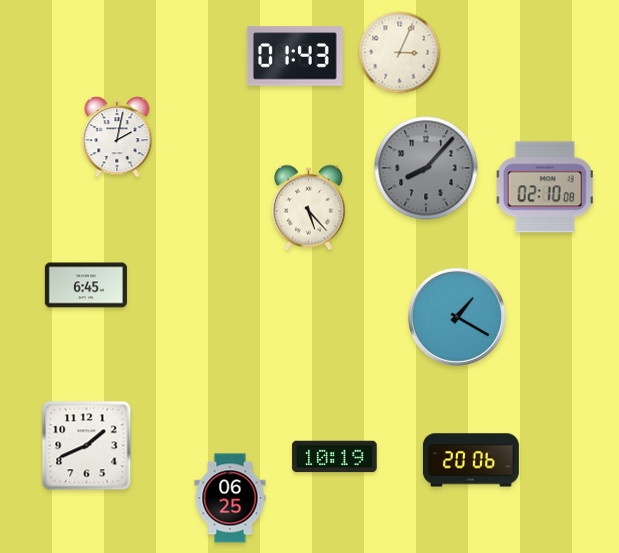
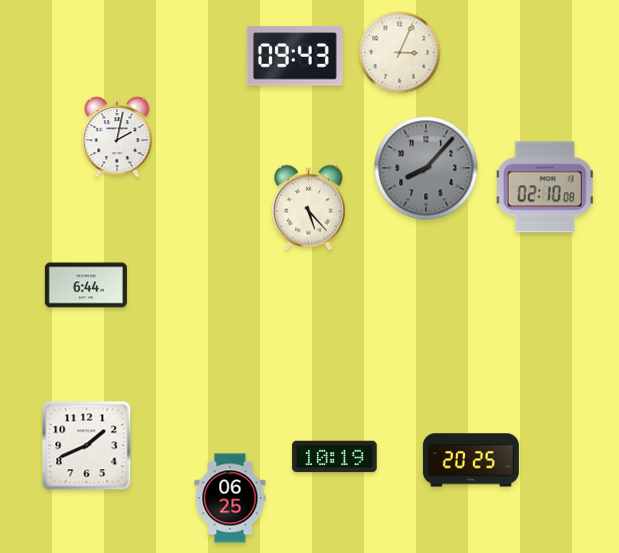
clock at (295, 56): 01:43 -> 09:43
clock at (86, 285): 6:45 -> 6:44
clock at (457, 317): 1:20 -> none
clock at (471, 460): 20:06 -> 20:25
